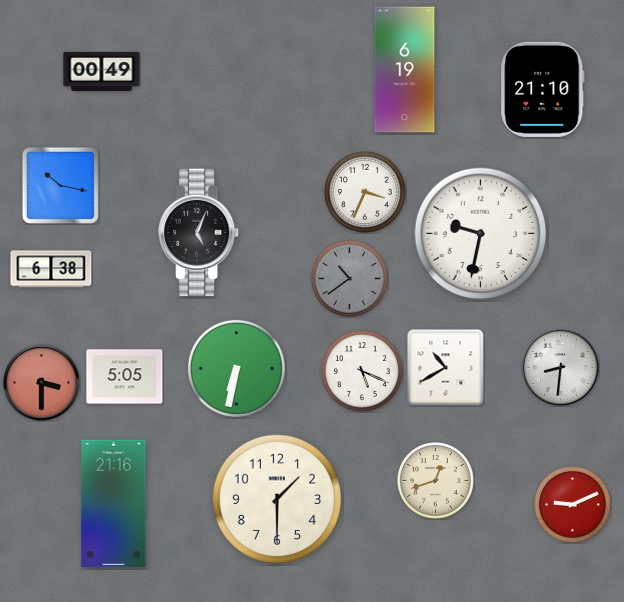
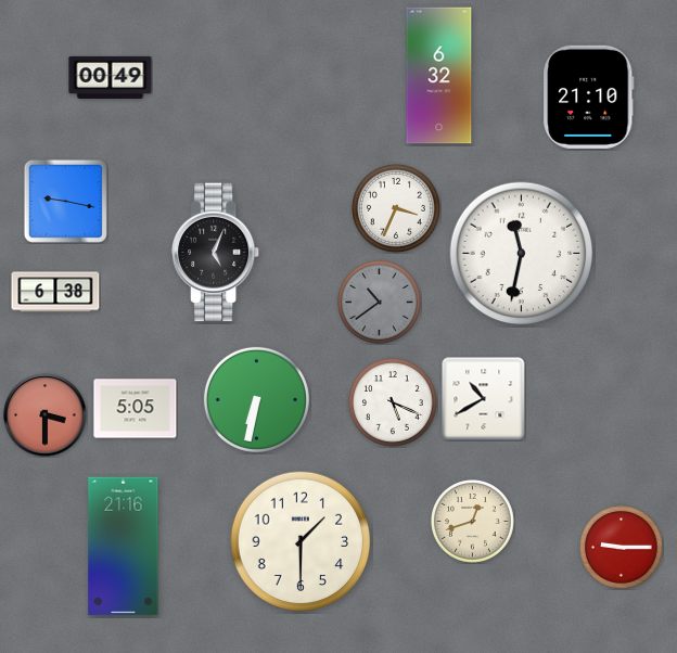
clock at (405, 70): 6:19 -> 6:32
clock at (60, 185): 10:17 -> 9:17
clock at (481, 234): 9:32 -> 11:32
clock at (561, 368): 8:31 -> none
clock at (573, 505): 9:11 -> 9:15
